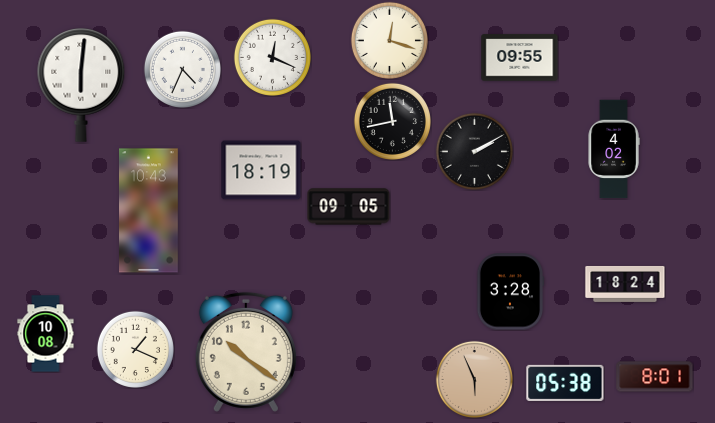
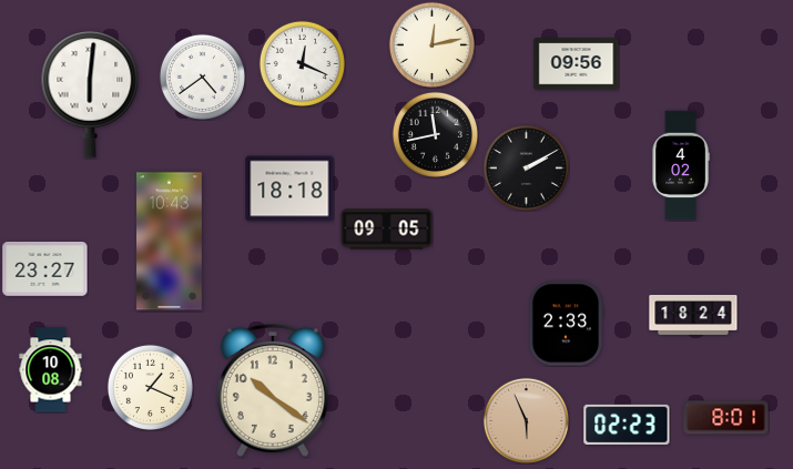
clock at (389, 40): 12:18 -> 12:13
clock at (520, 58): 09:55 -> 09:56
clock at (182, 69): 4:34 -> 4:39
clock at (261, 170): 18:19 -> 18:18
clock at (149, 211) position: (149, 211) -> (170, 242)
clock at (45, 269): none -> 23:27
clock at (510, 292): 3:28 -> 2:33
clock at (565, 383): 05:38 -> 02:23
